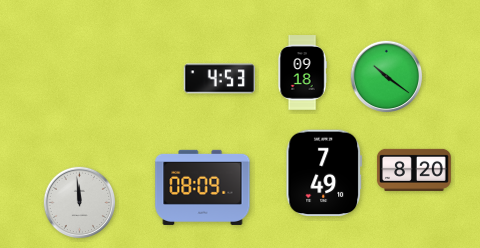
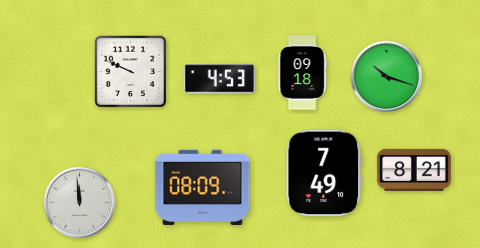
clock at (131, 72): none -> 9:49
clock at (387, 77): 10:21 -> 10:18
clock at (414, 170): 8:20 -> 8:21
